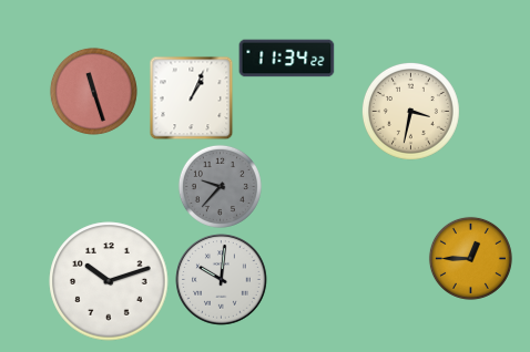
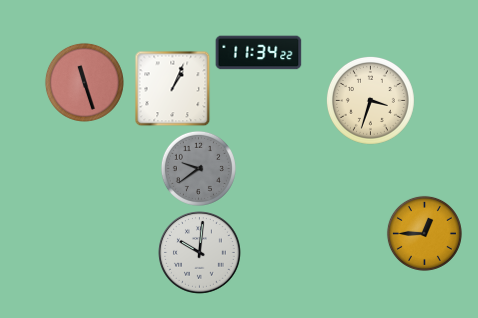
clock at (410, 111): 3:32 -> 3:33
clock at (220, 186): 9:37 -> 9:39
clock at (109, 281): 10:12 -> none
